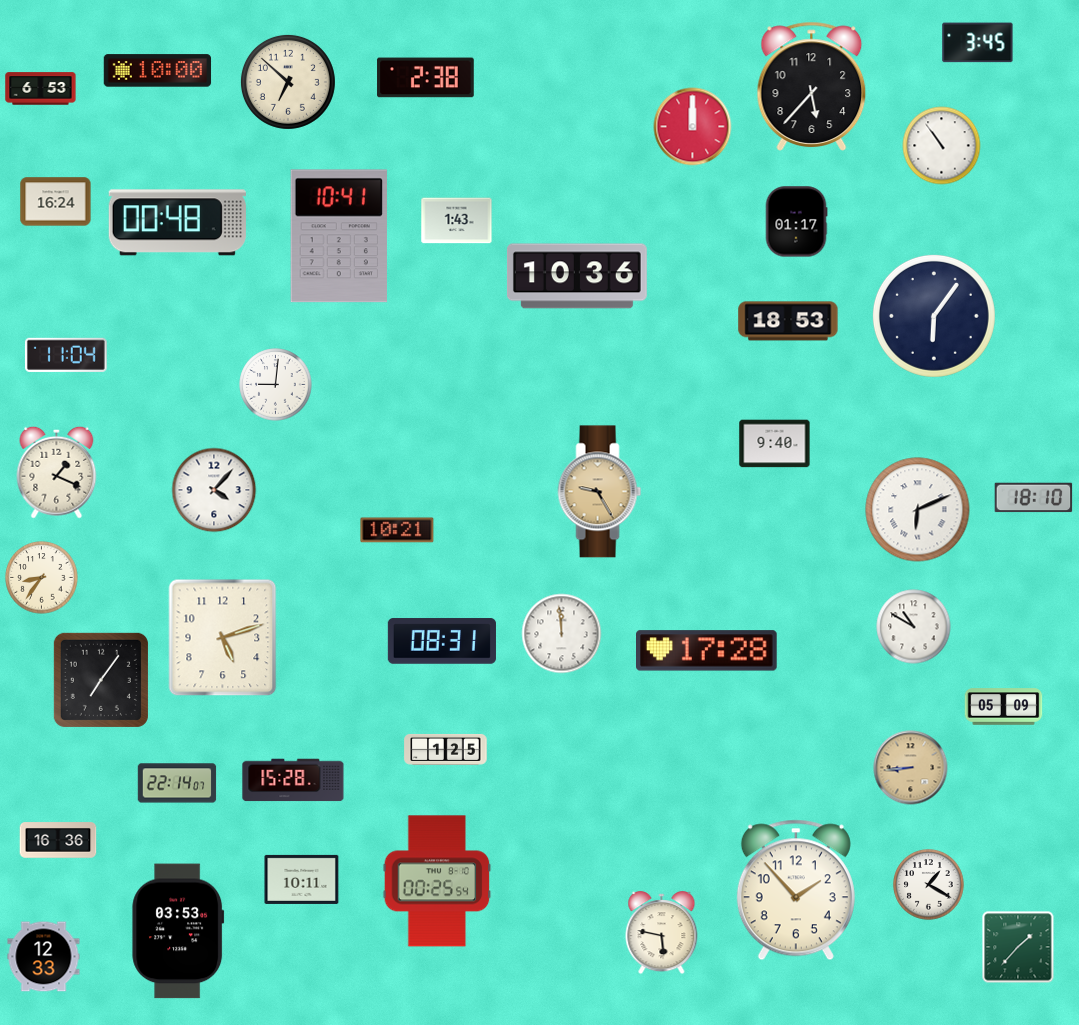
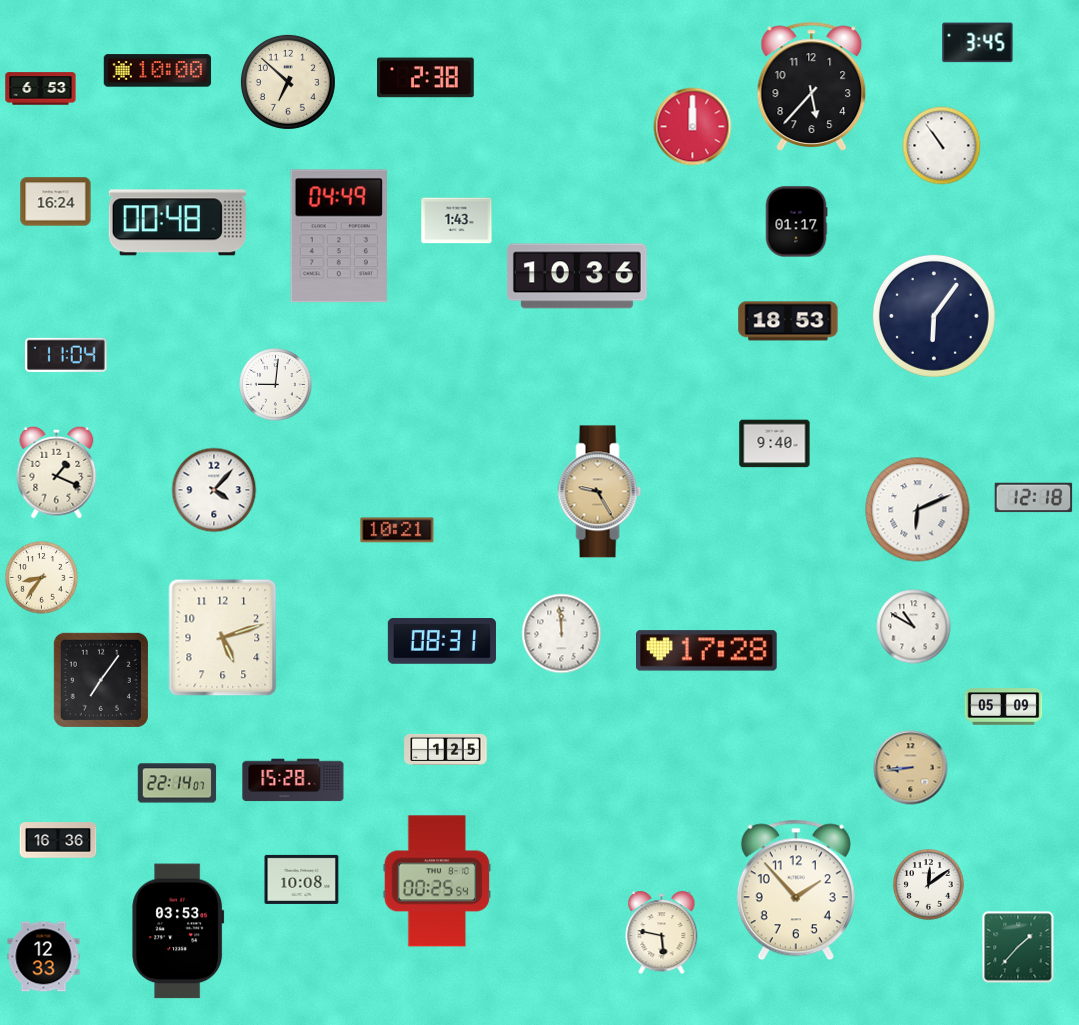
clock at (339, 236): 10:41 -> 04:49
clock at (1034, 498): 18:10 -> 12:18
clock at (302, 879): 10:11 -> 10:08
clock at (929, 885): 1:20 -> 12:09
